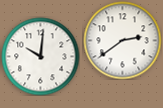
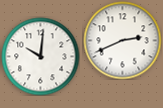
clock at (122, 40): 2:39 -> 2:41
